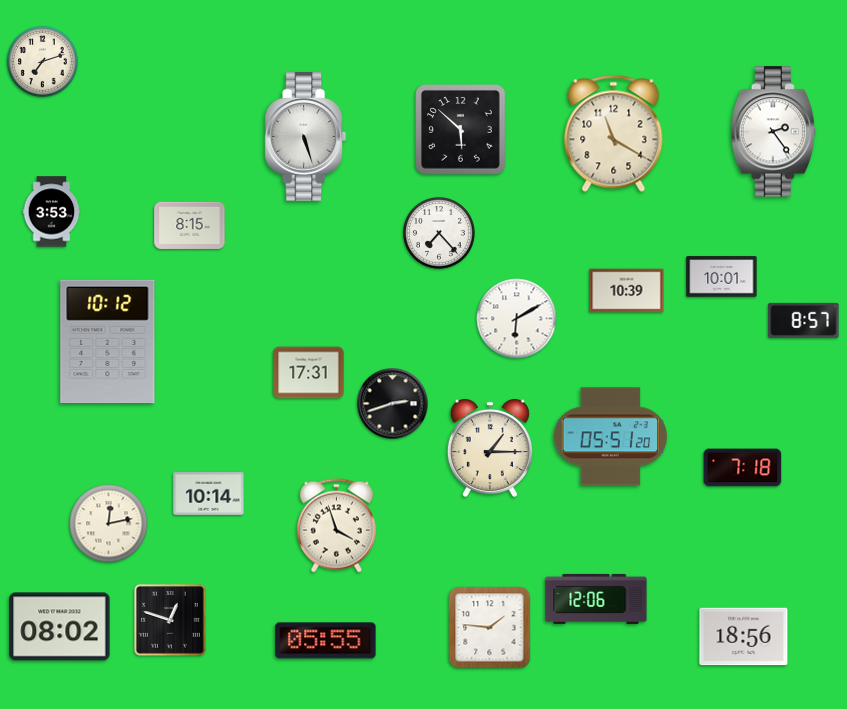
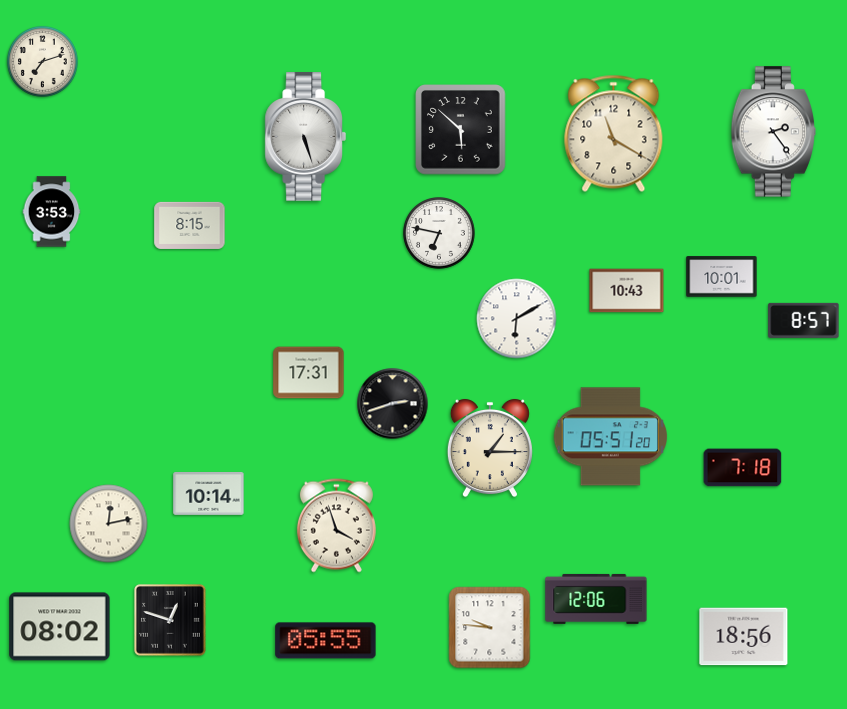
clock at (440, 234): 7:23 -> 6:47
clock at (627, 291): 10:39 -> 10:43
clock at (108, 342): 10:12 -> none
clock at (490, 628): 1:46 -> 9:46
